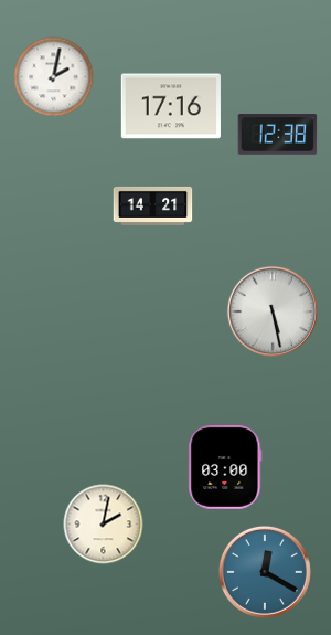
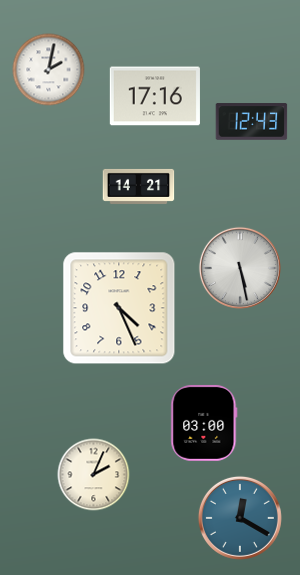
clock at (278, 135): 12:38 -> 12:43
clock at (273, 311) position: (273, 311) -> (240, 268)
clock at (119, 308): none -> 4:26
clock at (104, 525): 2:02 -> 2:04
